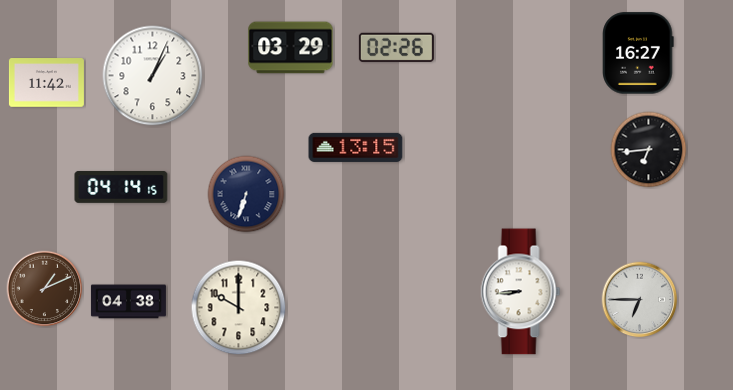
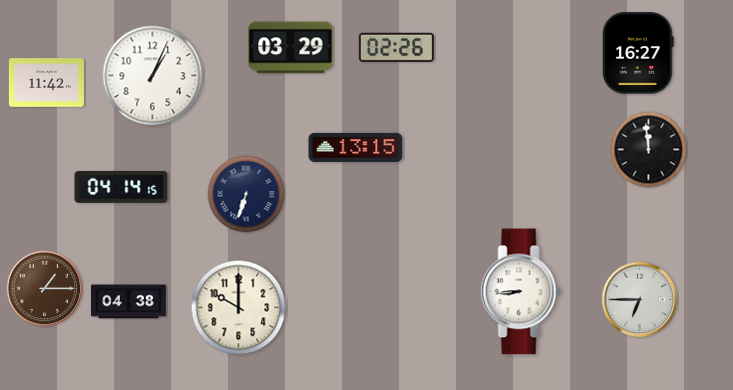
clock at (649, 150): 6:44 -> 11:59
clock at (45, 289): 1:11 -> 1:15
